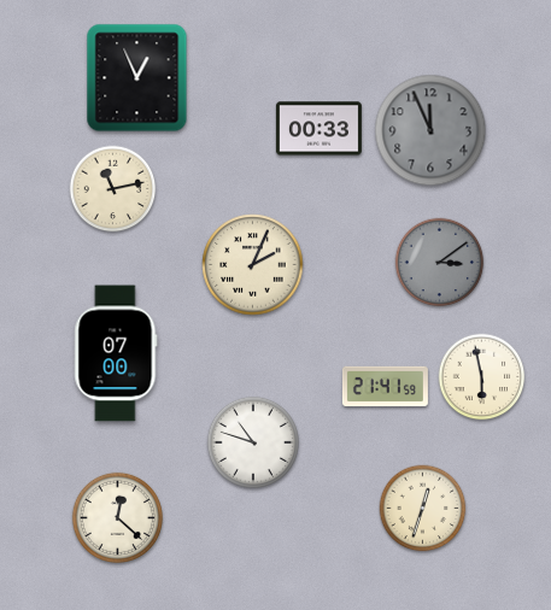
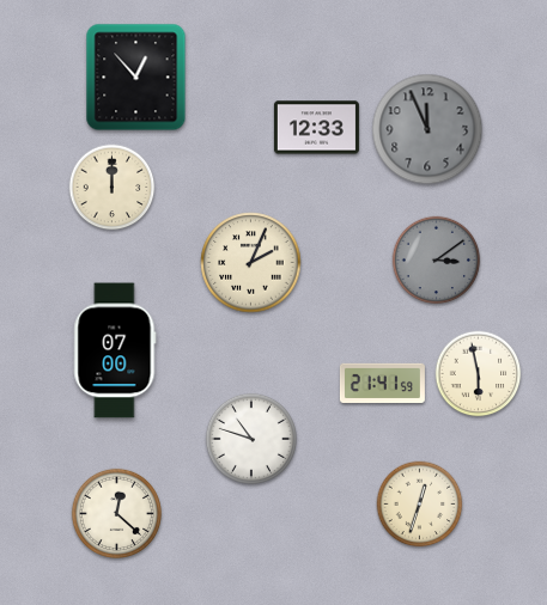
clock at (137, 78): 12:56 -> 12:53
clock at (318, 129): 00:33 -> 12:33
clock at (113, 189): 11:13 -> 12:00
